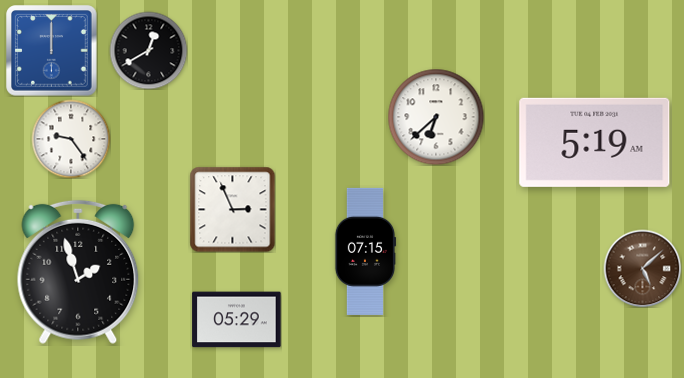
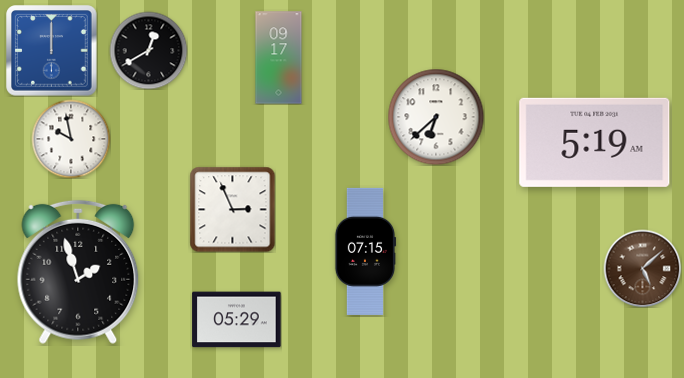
clock at (279, 58): none -> 09:17
clock at (71, 139): 9:24 -> 9:58
